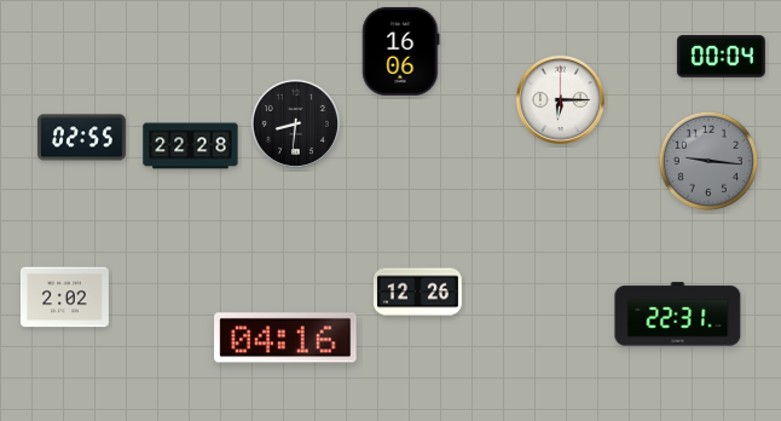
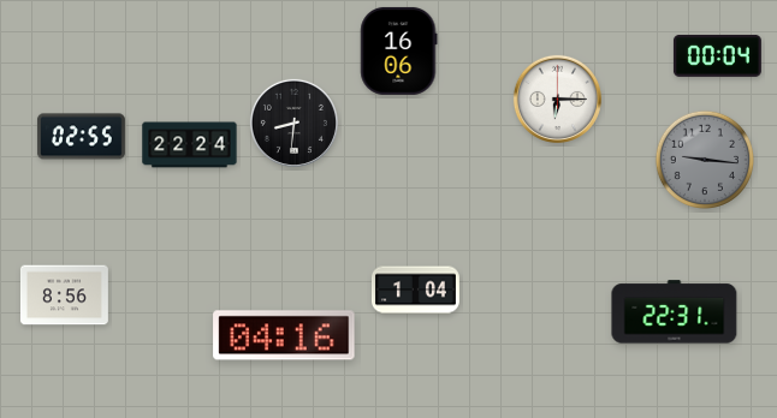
clock at (191, 146): 22:28 -> 22:24
clock at (417, 293): 12:26 -> 1:04
clock at (64, 298): 2:02 -> 8:56
